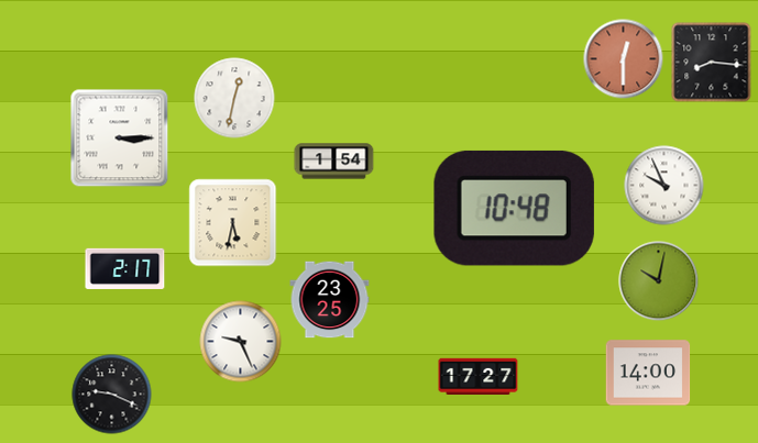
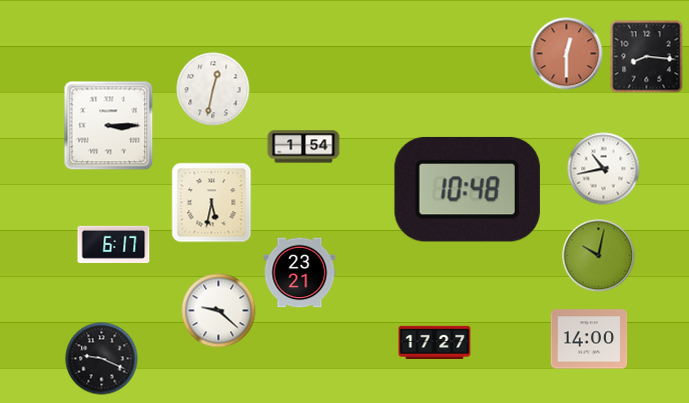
clock at (664, 186): 9:56 -> 10:43
clock at (125, 268): 2:17 -> 6:17
clock at (330, 300): 23:25 -> 23:21
clock at (241, 342): 9:26 -> 9:22
